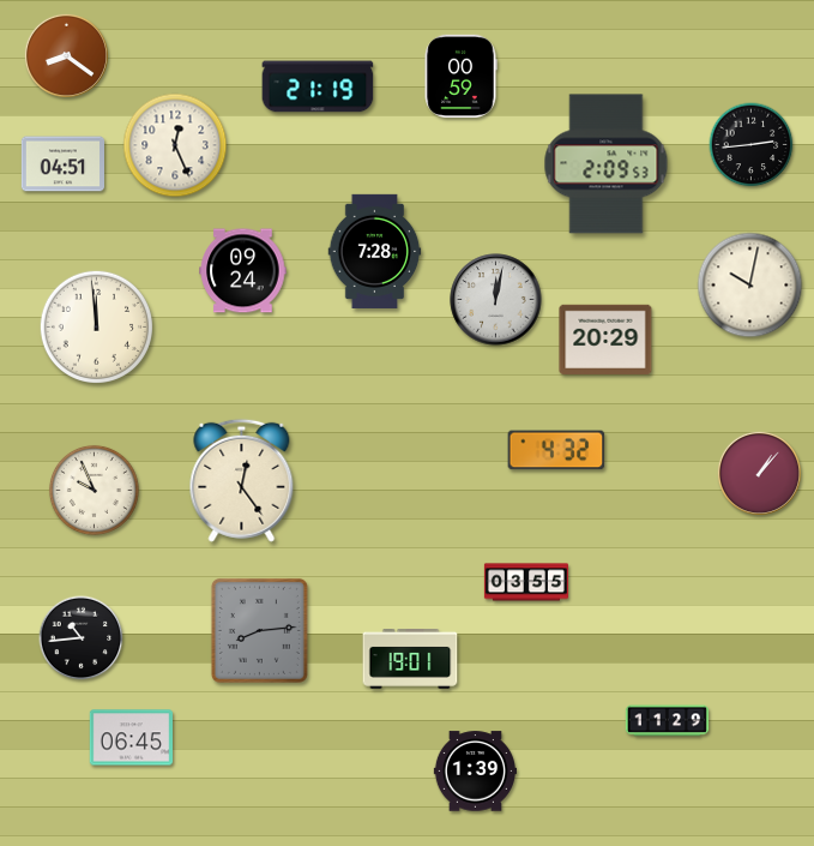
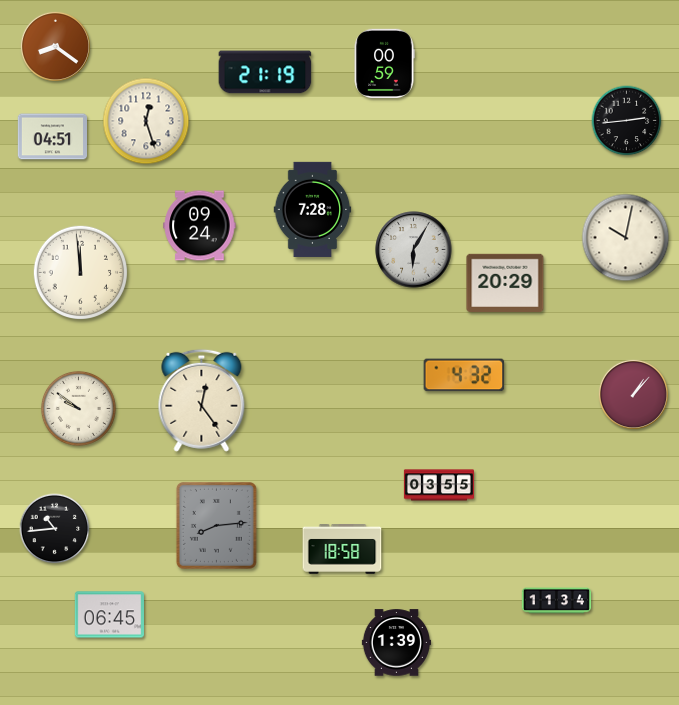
clock at (175, 145): 12:26 -> 12:27
clock at (607, 164): 2:09 -> none
clock at (243, 271) position: (243, 271) -> (200, 226)
clock at (496, 300): 12:02 -> 6:05
clock at (94, 490): 9:56 -> 9:51
clock at (82, 638) position: (82, 638) -> (55, 529)
clock at (410, 659): 19:01 -> 18:58
clock at (668, 721): 11:29 -> 11:34
